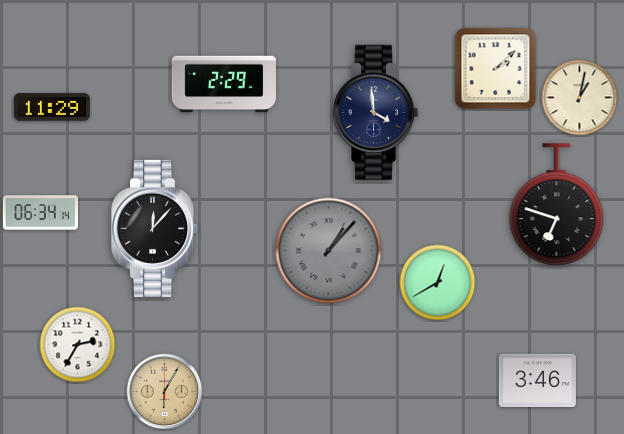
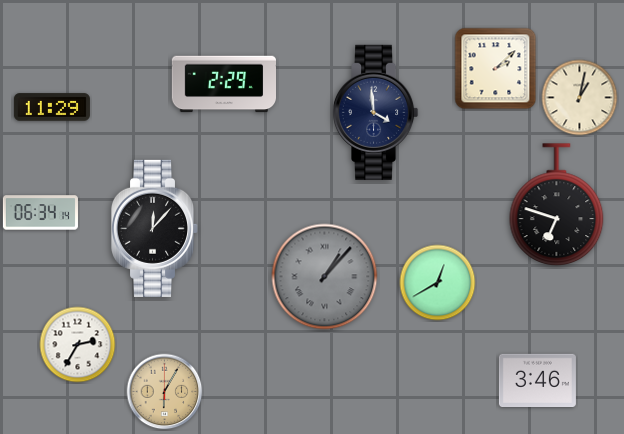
clock at (329, 251) position: (329, 251) -> (325, 277)
